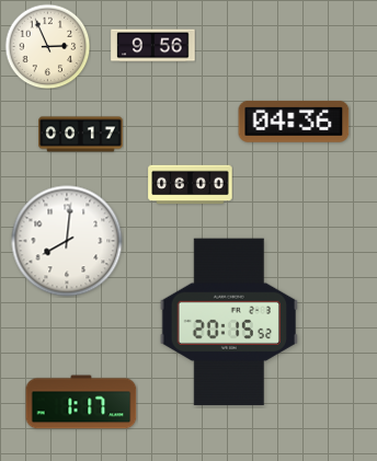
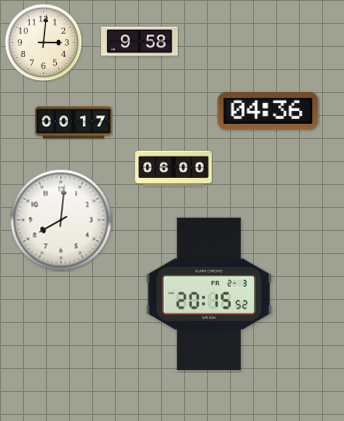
clock at (47, 46): 2:56 -> 3:01
clock at (153, 46): 9:56 -> 9:58
clock at (81, 402): 1:17 -> none
